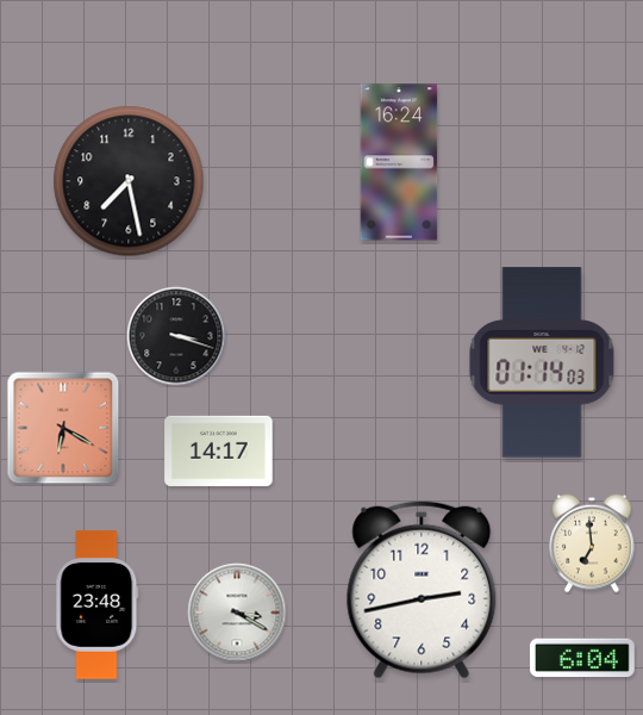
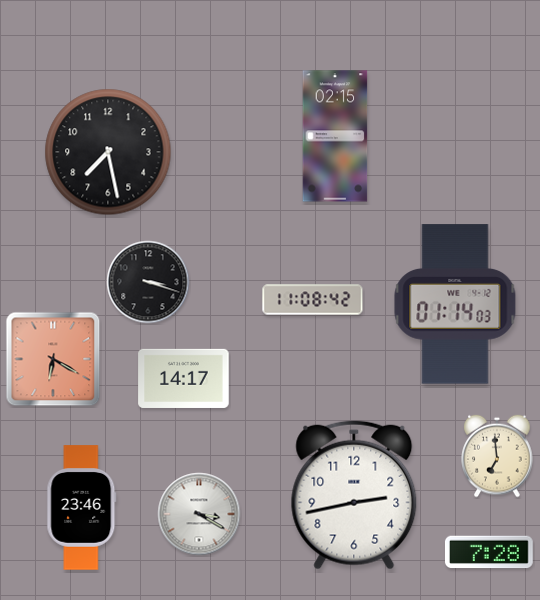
clock at (399, 162): 16:24 -> 02:15
clock at (313, 300): none -> 11:08
clock at (98, 605): 23:48 -> 23:46
clock at (582, 658): 6:04 -> 7:28
